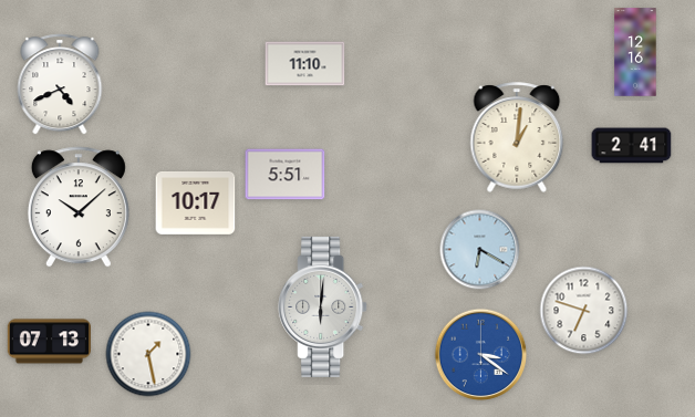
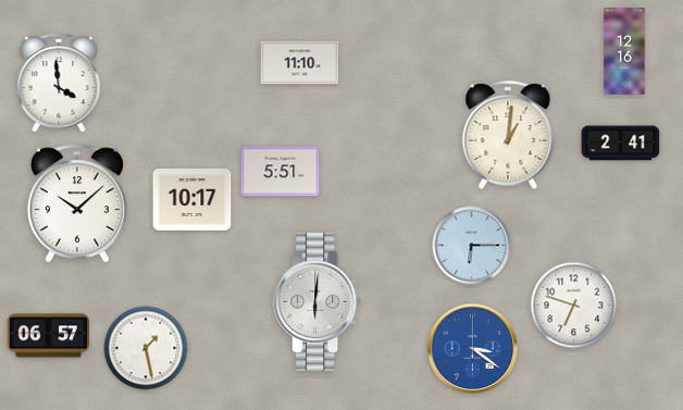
clock at (60, 84): 4:41 -> 3:59
clock at (480, 250): 6:20 -> 6:15
clock at (49, 342): 07:13 -> 06:57
